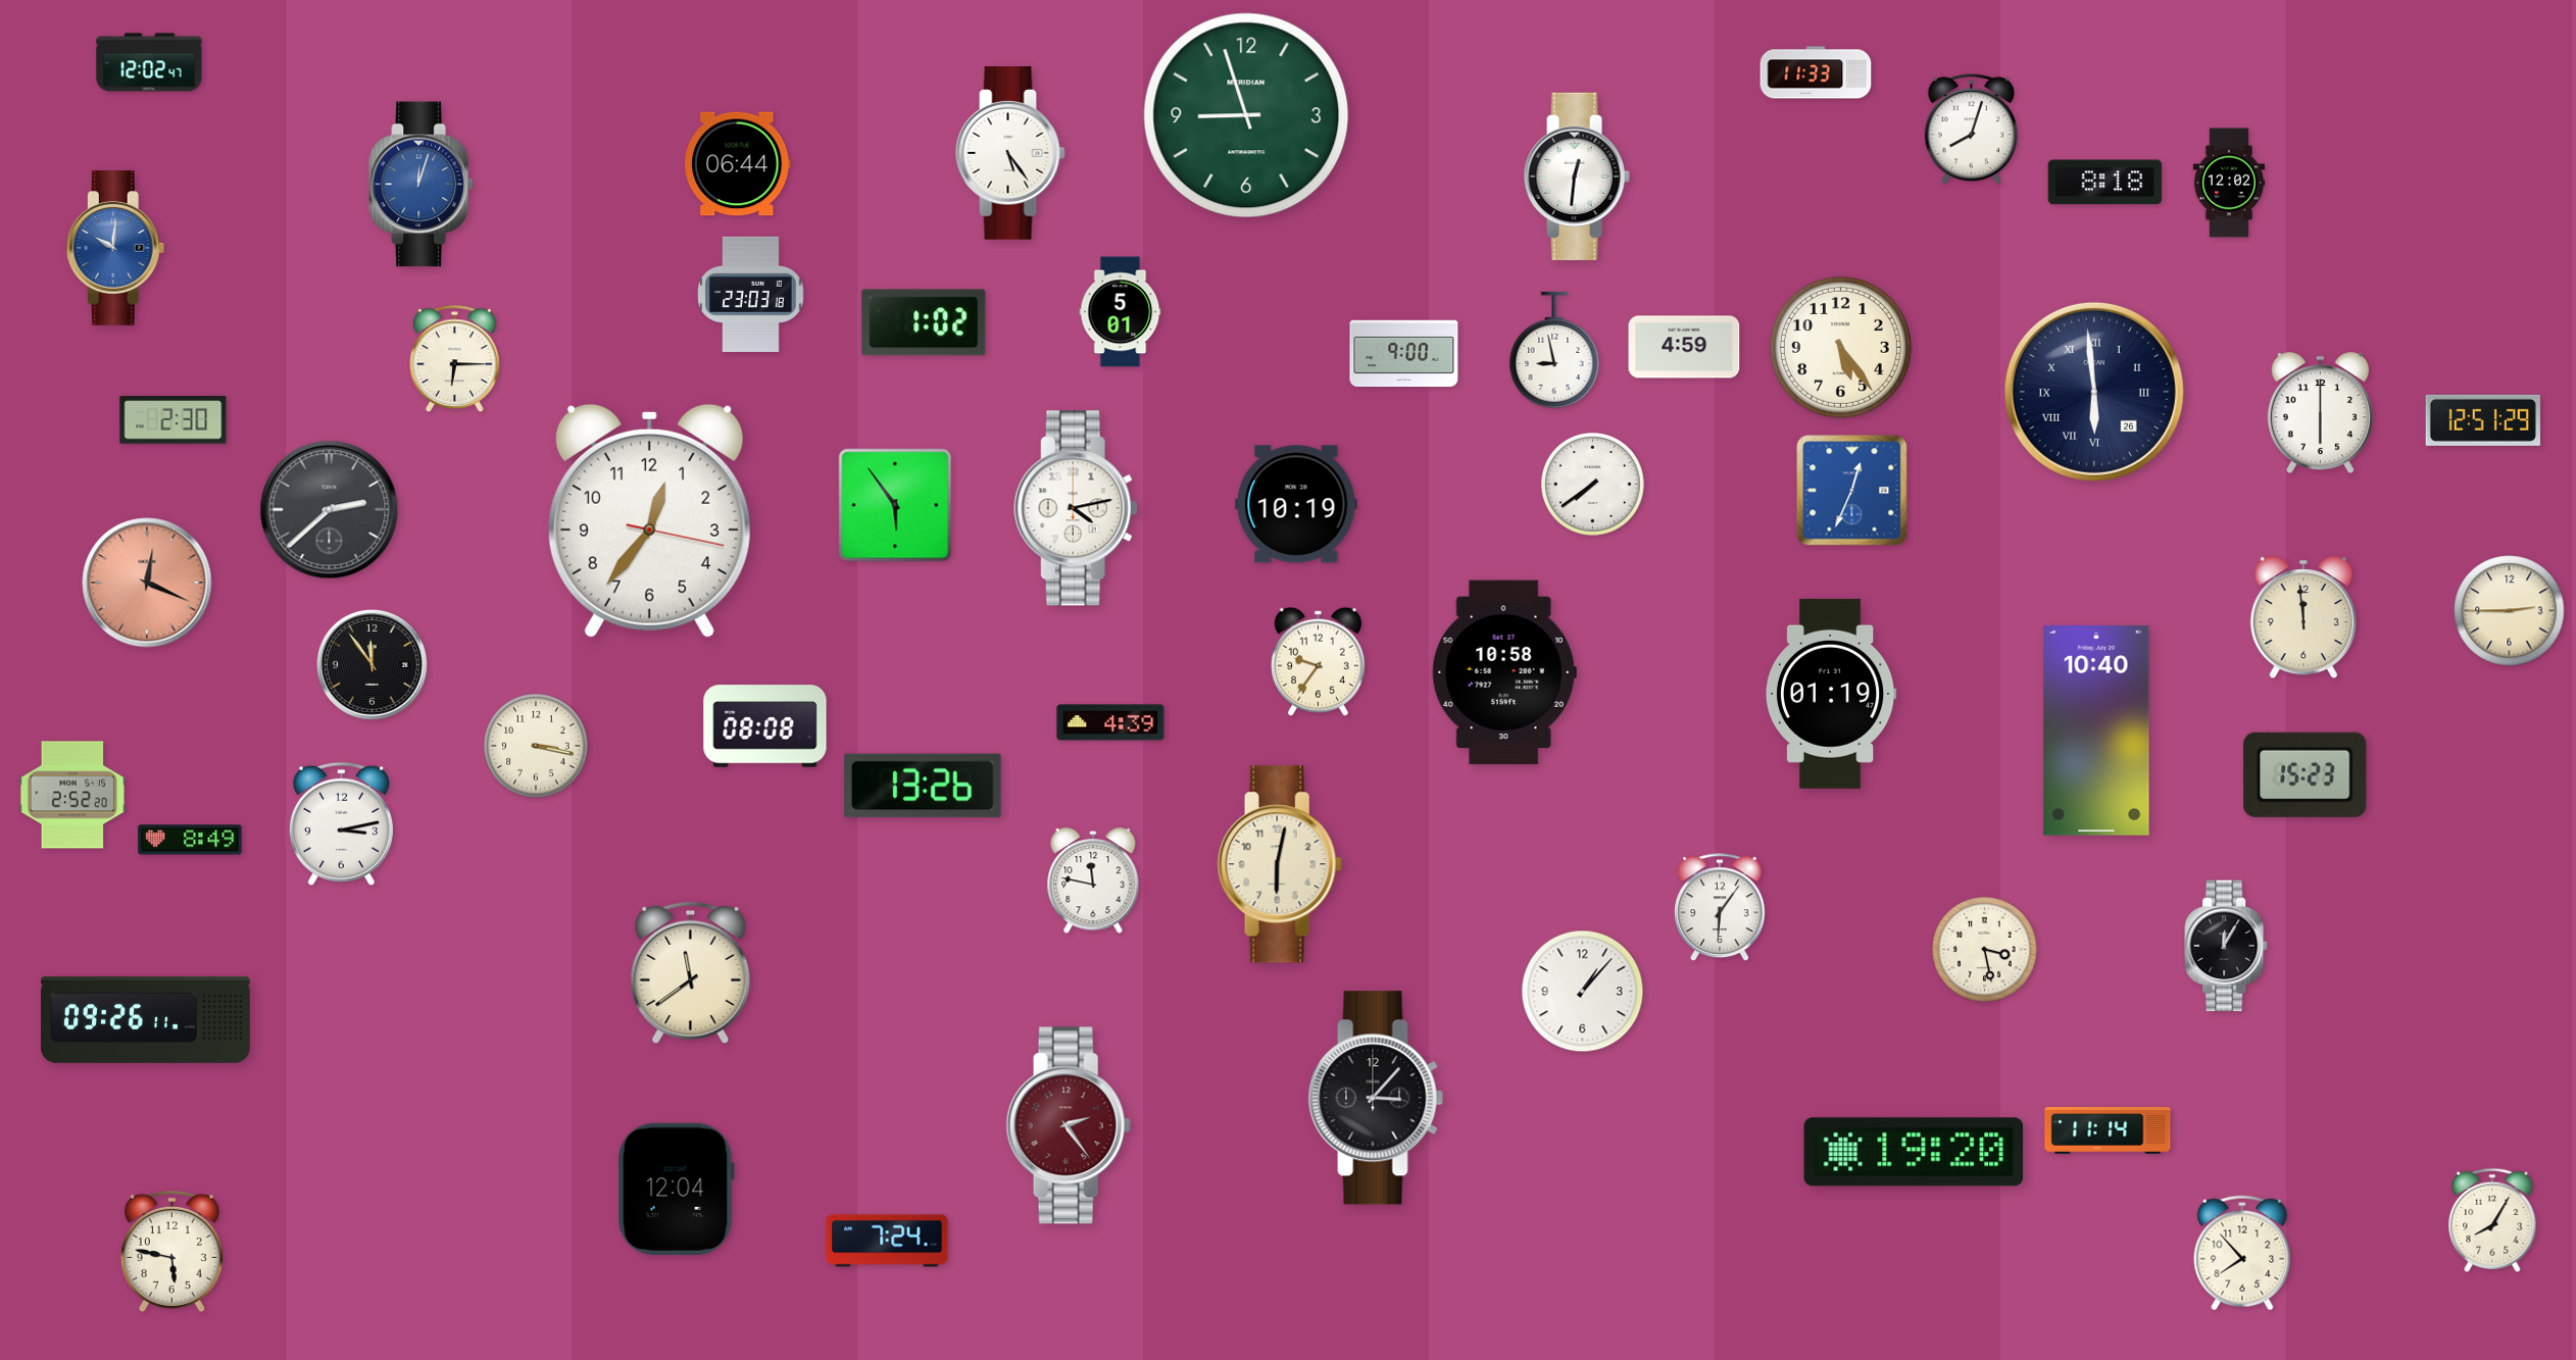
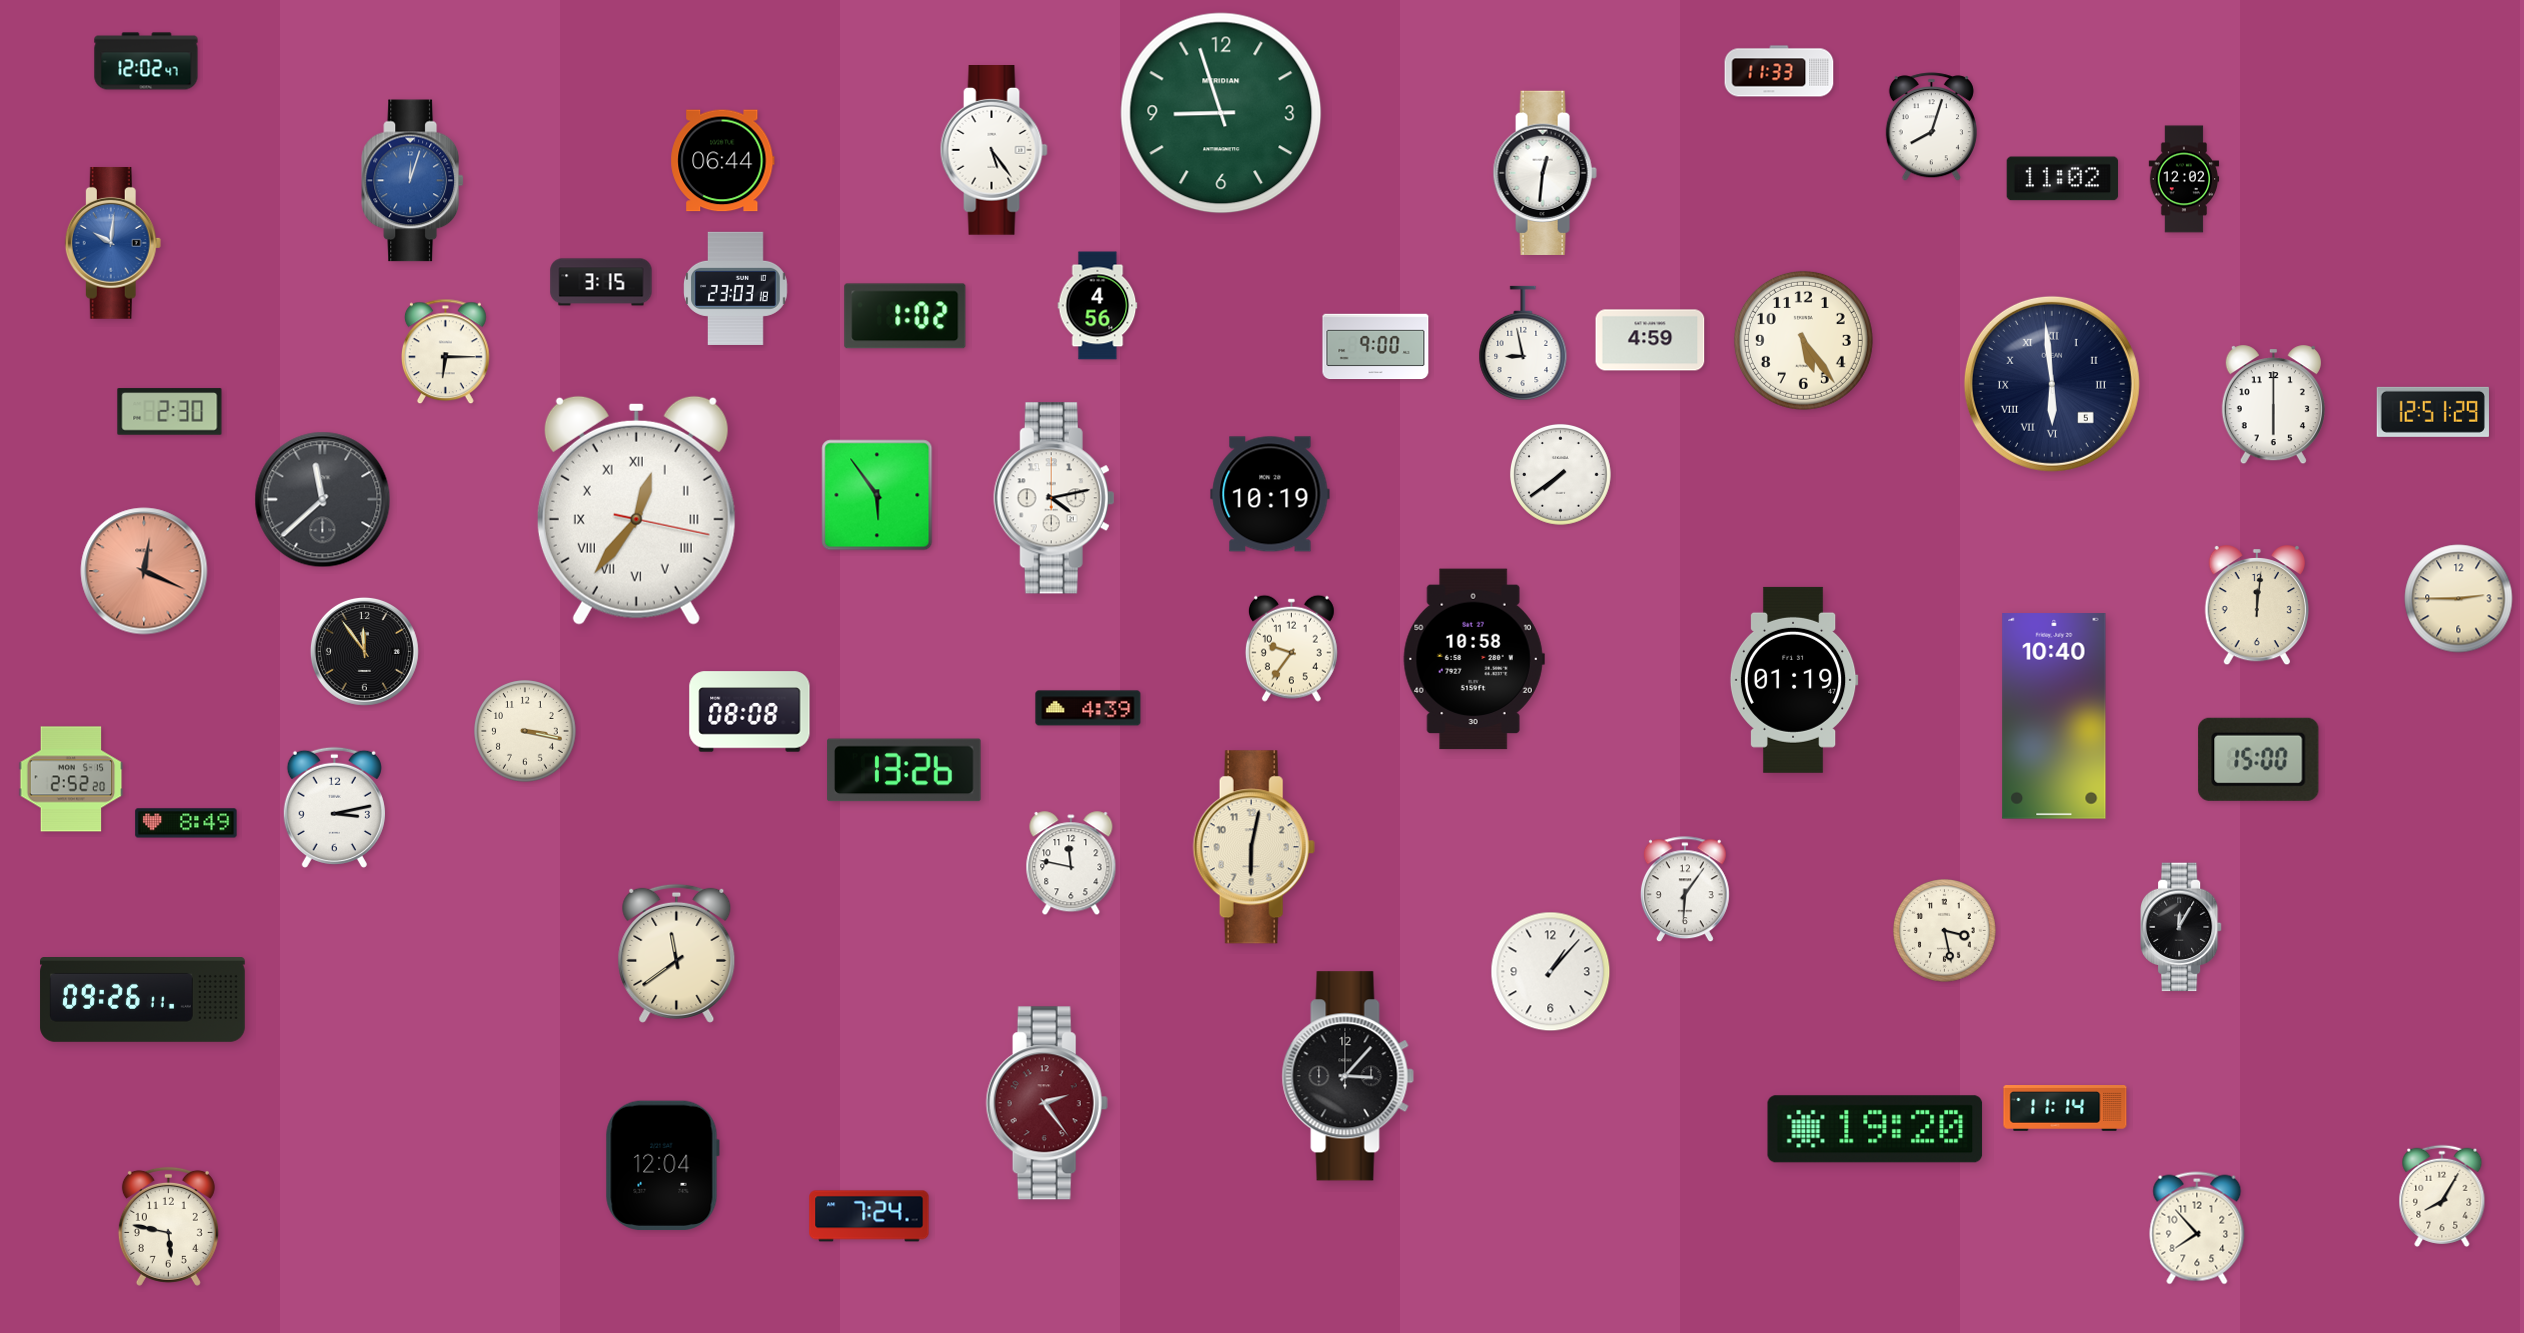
clock at (1010, 154) position: (1010, 154) -> (994, 151)
clock at (2106, 183): 8:18 -> 11:02
clock at (601, 282): none -> 3:15
clock at (1121, 312): 5:01 -> 4:56
clock at (2094, 392) date: 26 -> 5
clock at (1852, 491): 12:34 -> none
clock at (330, 510): 2:38 -> 11:38
clock at (649, 520) numerals: Arabic -> Roman
clock at (2303, 617): 11:59 -> 12:01
clock at (2306, 774): 15:23 -> 15:00
